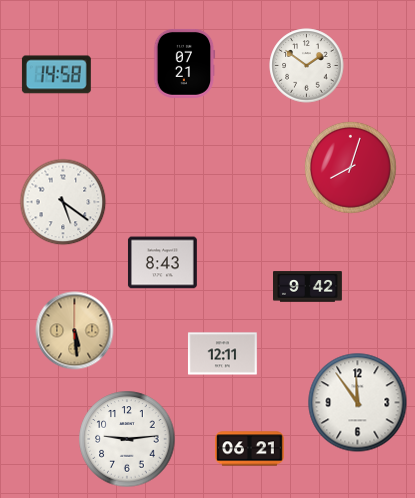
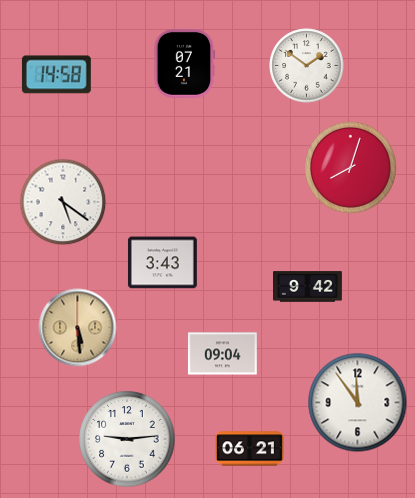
clock at (162, 263): 8:43 -> 3:43
clock at (75, 331) position: (75, 331) -> (78, 328)
clock at (222, 354): 12:11 -> 09:04
